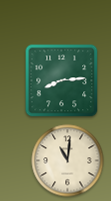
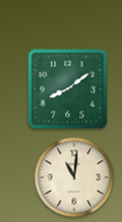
clock at (62, 81): 8:14 -> 8:09
